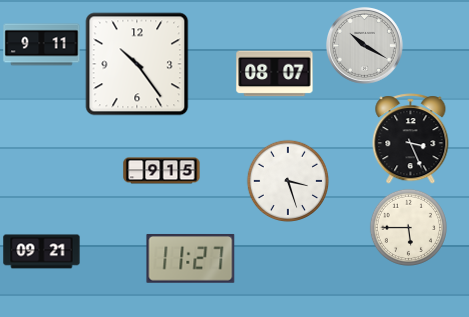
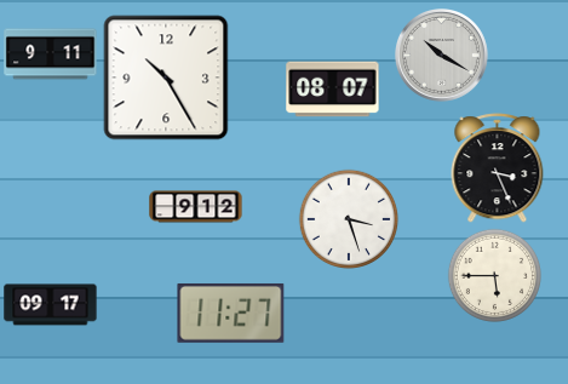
clock at (137, 64): 10:24 -> 10:25
clock at (162, 171): 9:15 -> 9:12
clock at (42, 252): 09:21 -> 09:17
